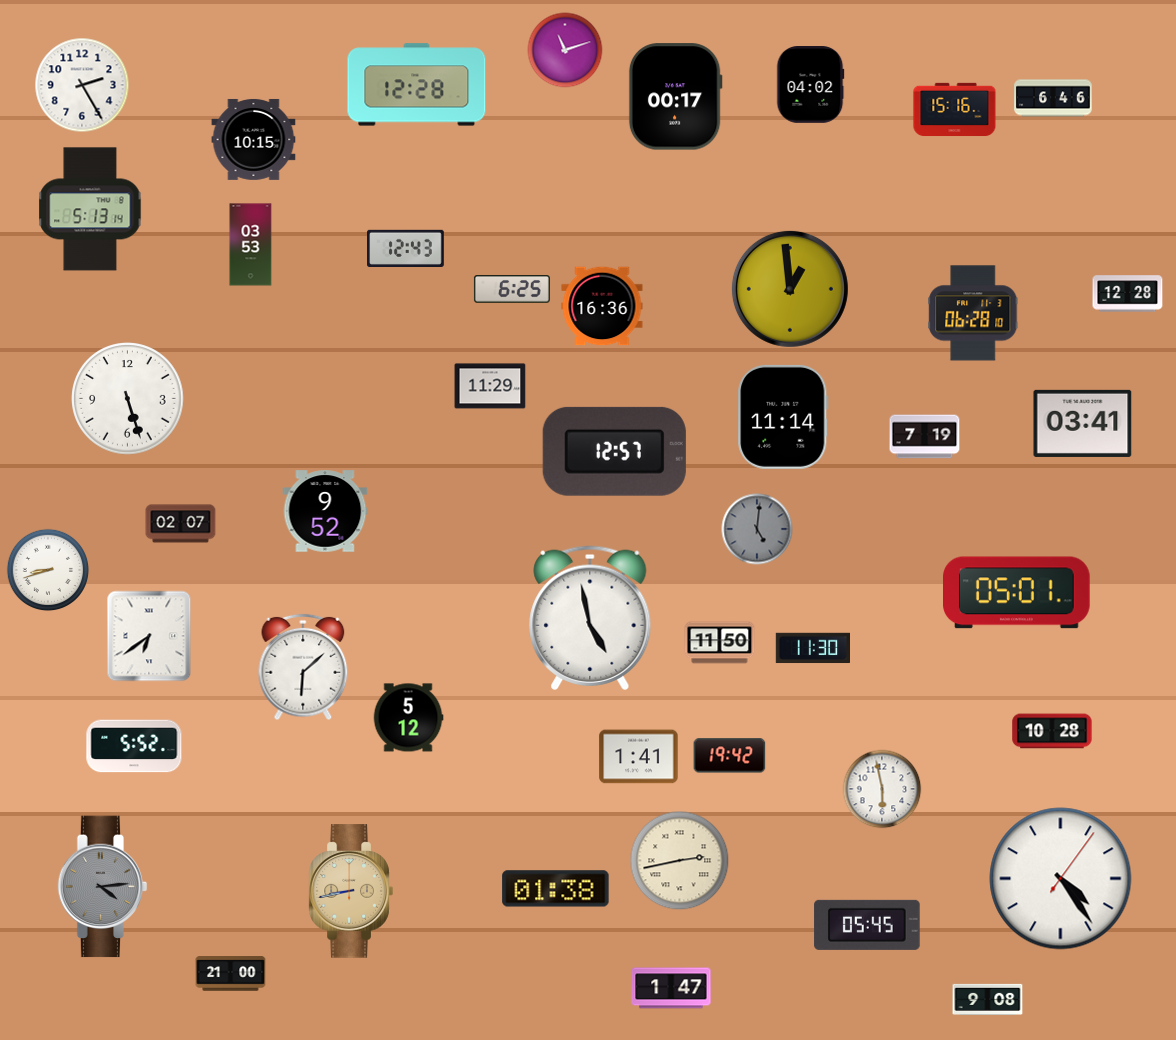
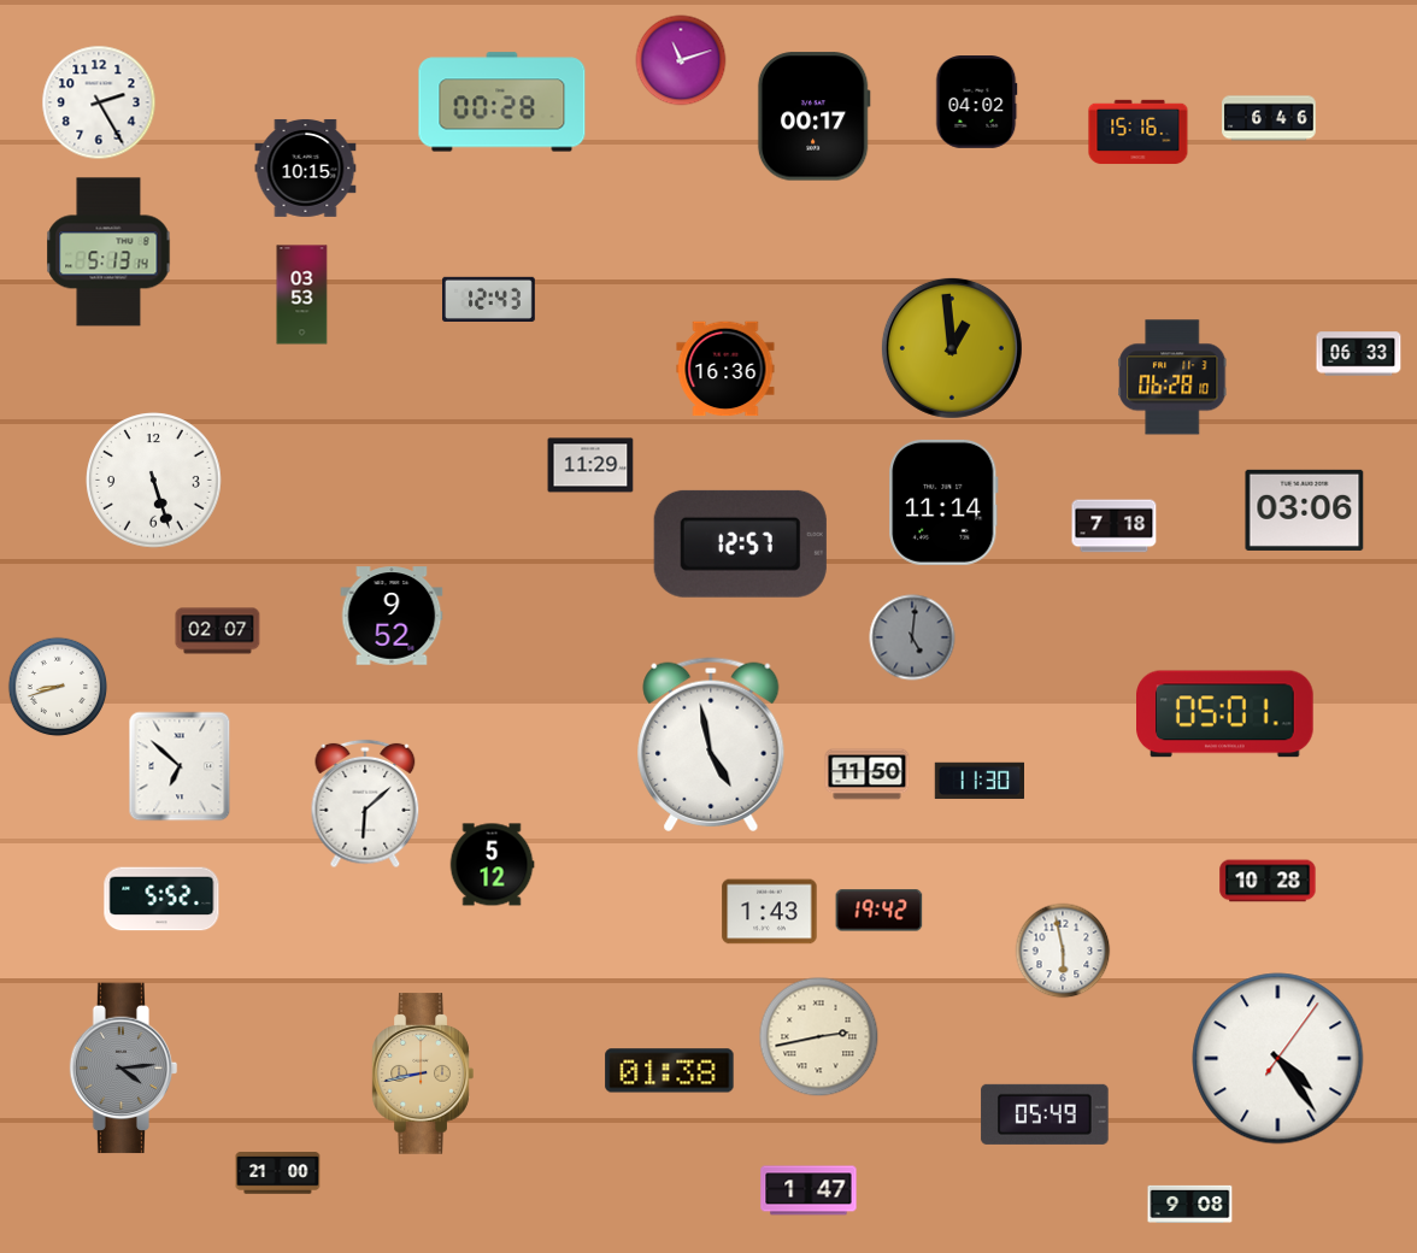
clock at (417, 85): 12:28 -> 00:28
clock at (955, 110) position: (955, 110) -> (1139, 133)
clock at (512, 290): 6:25 -> none
clock at (1128, 294): 12:28 -> 06:33
clock at (1083, 423): 03:41 -> 03:06
clock at (925, 437): 7:19 -> 7:18
clock at (149, 636): 6:39 -> 6:52
clock at (639, 757): 1:41 -> 1:43
clock at (867, 925): 05:45 -> 05:49
